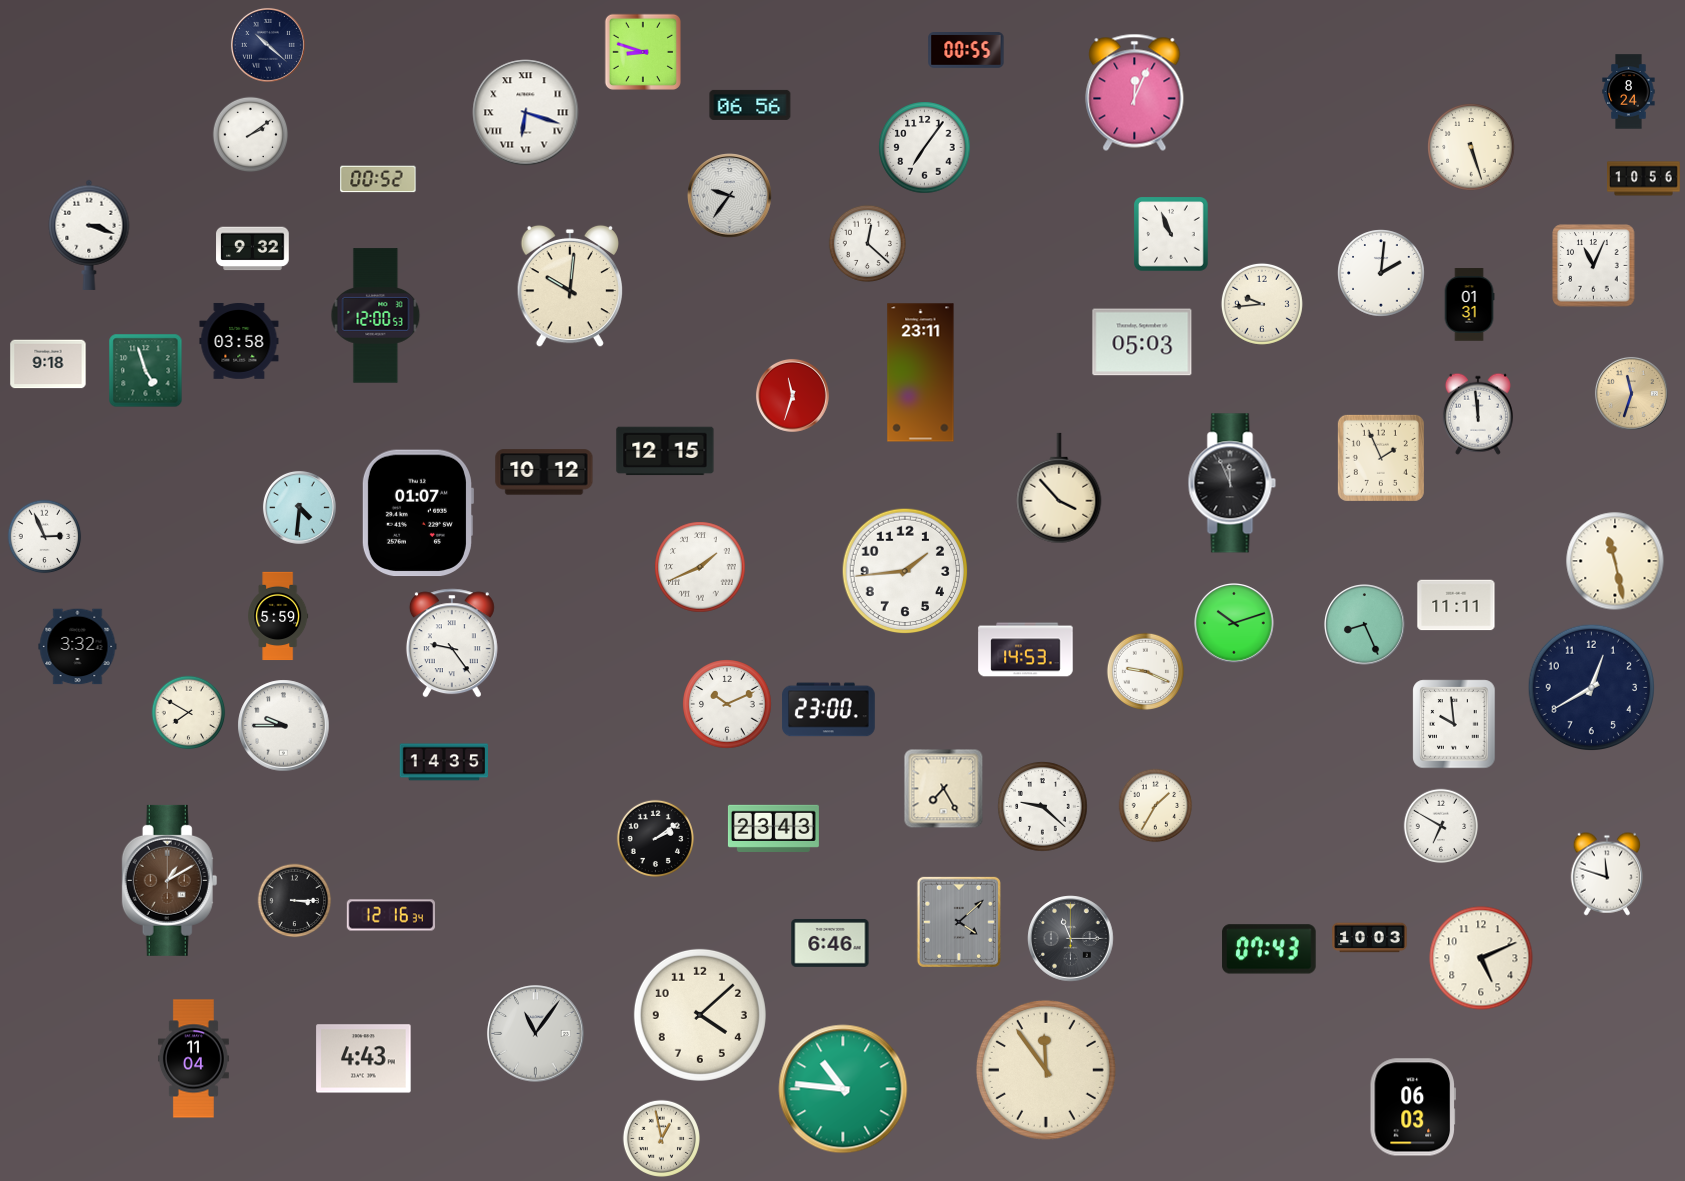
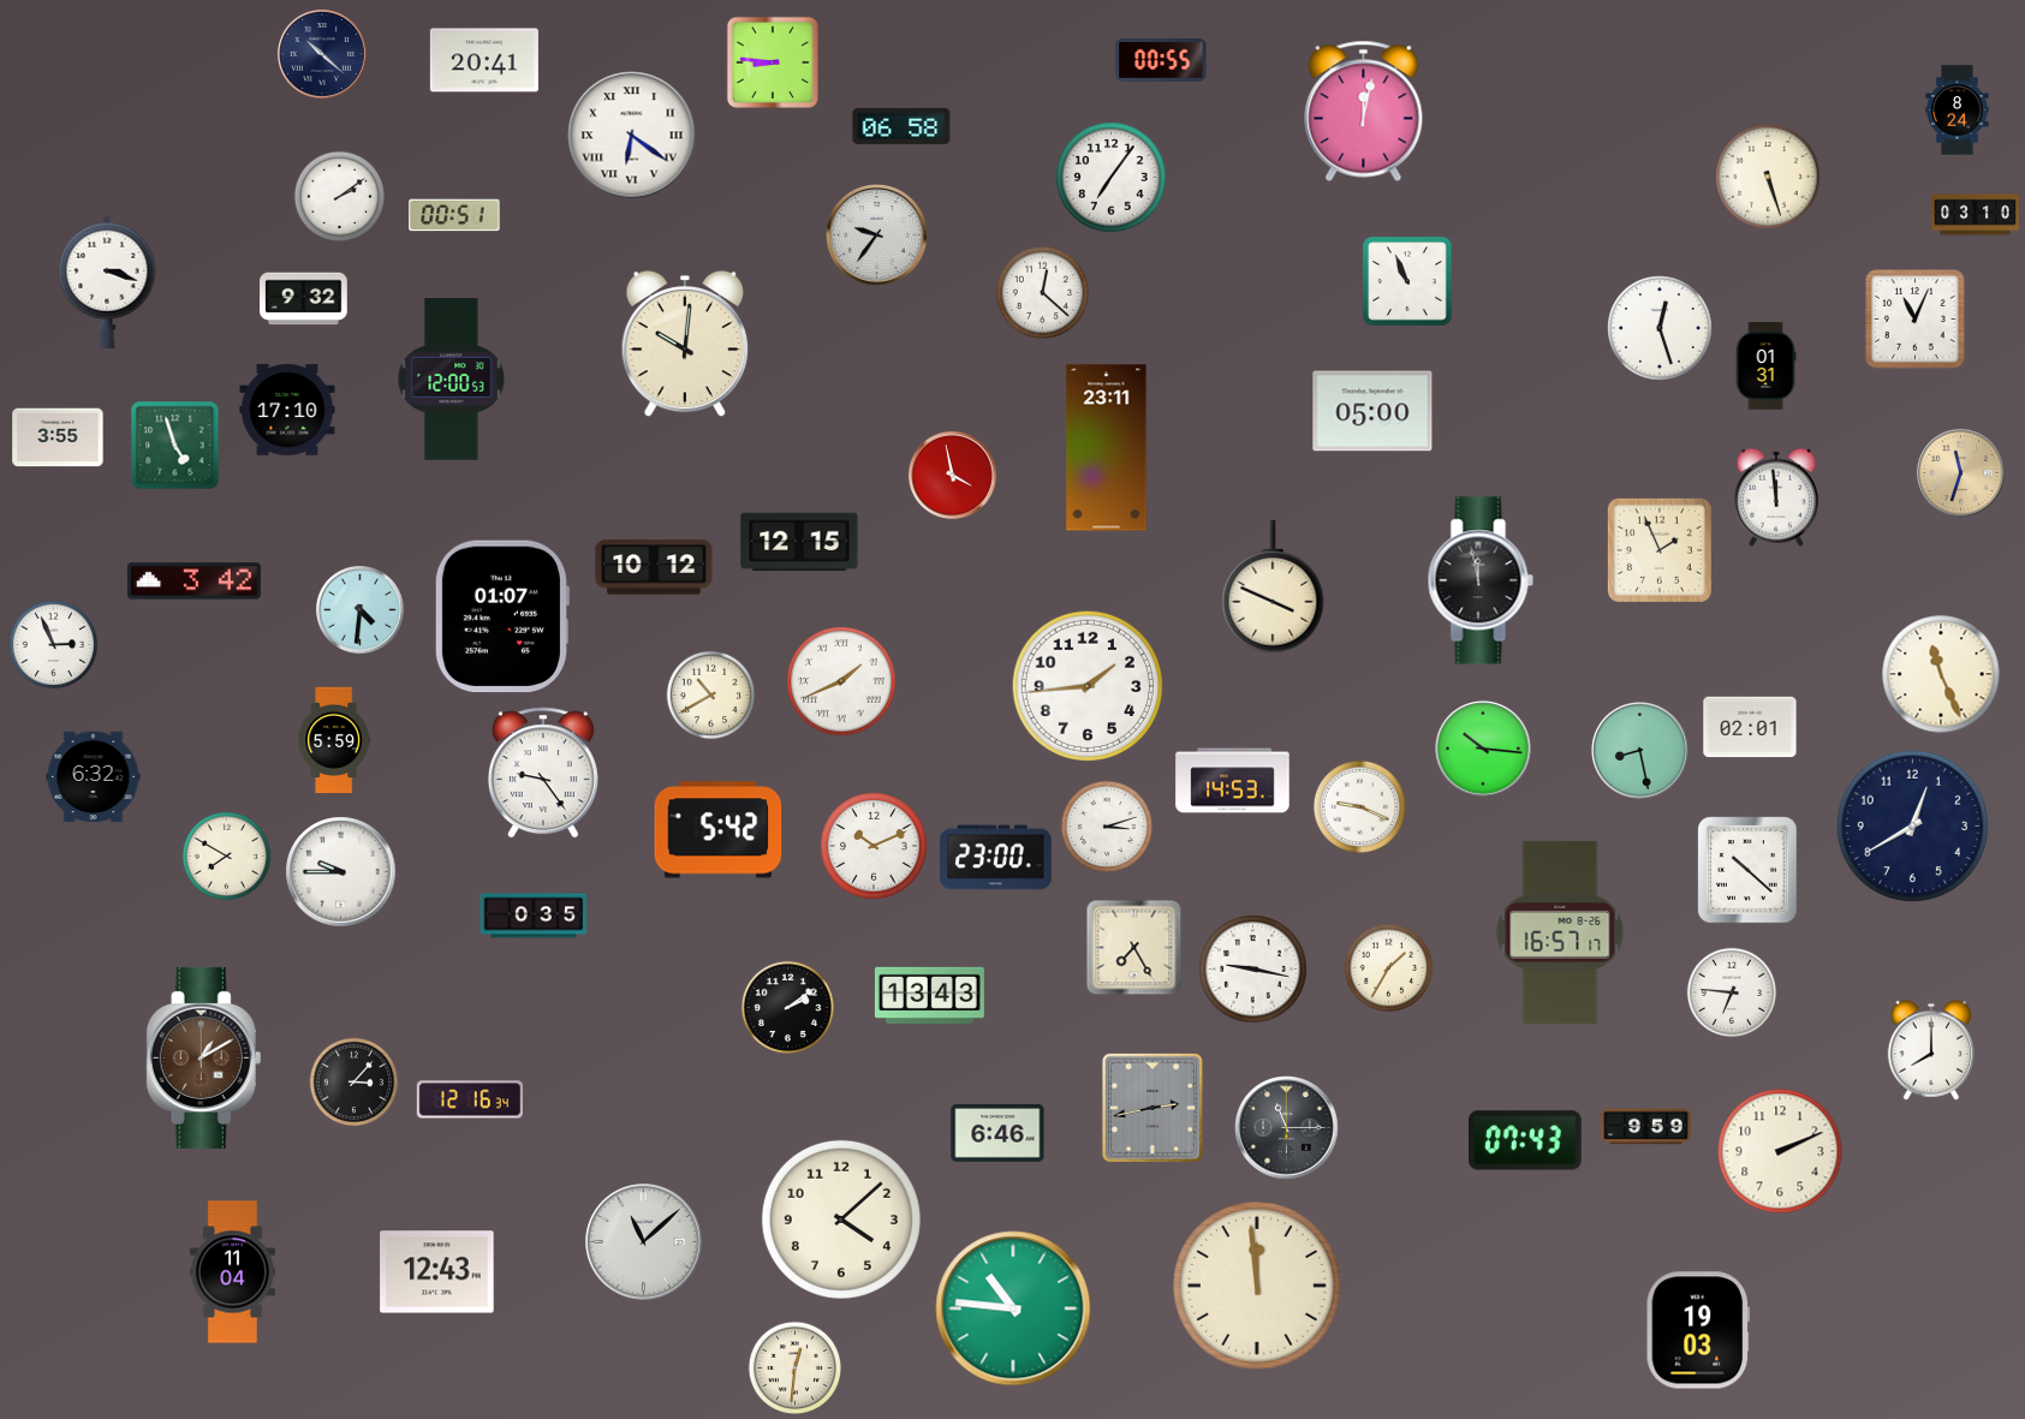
clock at (484, 60): none -> 20:41
clock at (642, 51): 8:48 -> 8:46
clock at (1135, 92): 12:04 -> 12:02
clock at (750, 105): 06:56 -> 06:58
clock at (526, 113): 6:18 -> 6:21
clock at (251, 135) position: (251, 135) -> (340, 197)
clock at (378, 179): 00:52 -> 00:51
clock at (1644, 179): 10:56 -> 03:10
clock at (1381, 273): 2:01 -> 12:27
clock at (1262, 304): 9:44 -> none
clock at (239, 341): 03:58 -> 17:10
clock at (1142, 342): 05:03 -> 05:00
clock at (48, 364): 9:18 -> 3:55
clock at (792, 395): 11:33 -> 3:58
clock at (1232, 483): 11:56 -> 11:58
clock at (193, 582): none -> 3:42
clock at (1059, 488): 3:53 -> 3:49
clock at (1615, 561): 11:28 -> 11:26
clock at (711, 696): none -> 10:40
clock at (1456, 605): 11:11 -> 02:01
clock at (1235, 624): 10:12 -> 10:16
clock at (1365, 625): 8:26 -> 8:28
clock at (78, 647): 3:32 -> 6:32
clock at (1145, 671) position: (1145, 671) -> (1359, 806)
clock at (1106, 825): none -> 3:12
clock at (719, 830): none -> 5:42
clock at (829, 710) position: (829, 710) -> (996, 858)
clock at (1454, 724): 9:59 -> 10:22
clock at (443, 762): 14:35 -> 0:35
clock at (1560, 932): none -> 16:57
clock at (1043, 807): 9:22 -> 9:17
clock at (1441, 826): 6:50 -> 6:46
clock at (773, 828): 23:43 -> 13:43
clock at (1607, 874): 11:48 -> 8:00
clock at (295, 901): 3:15 -> 3:07
clock at (959, 922): 4:08 -> 2:43
clock at (1370, 938): 10:03 -> 9:59
clock at (1481, 958): 5:11 -> 2:11
clock at (536, 1034): 11:06 -> 11:08
clock at (364, 1059): 4:43 -> 12:43
clock at (1046, 1070): 11:54 -> 11:59
clock at (1413, 1107): 06:03 -> 19:03
clock at (661, 1138): 12:58 -> 12:31
